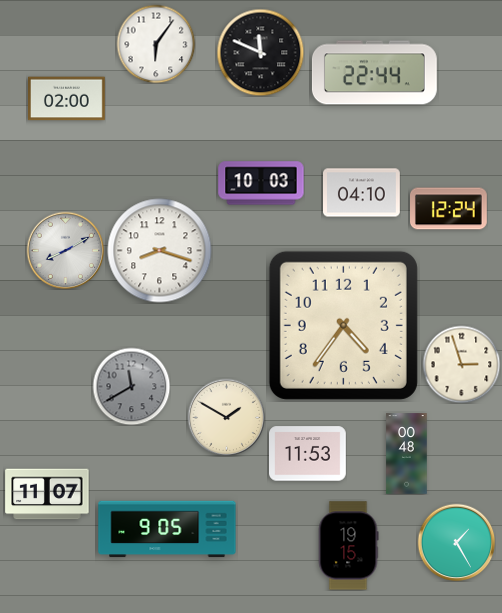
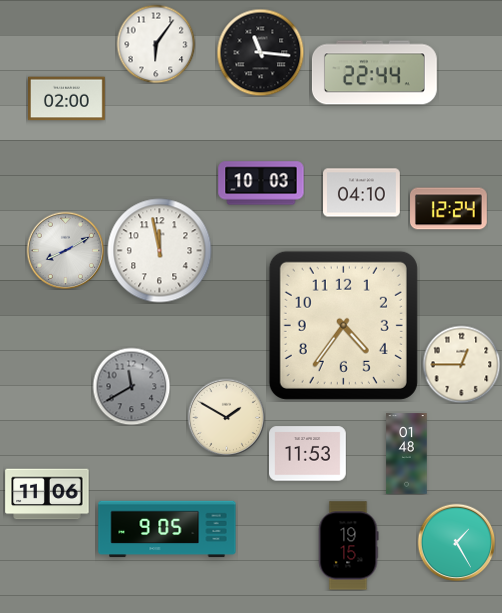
clock at (260, 52): 11:49 -> 11:16
clock at (160, 251): 8:18 -> 11:58
clock at (461, 364): 2:57 -> 12:45
clock at (407, 454): 00:48 -> 01:48
clock at (47, 494): 11:07 -> 11:06
